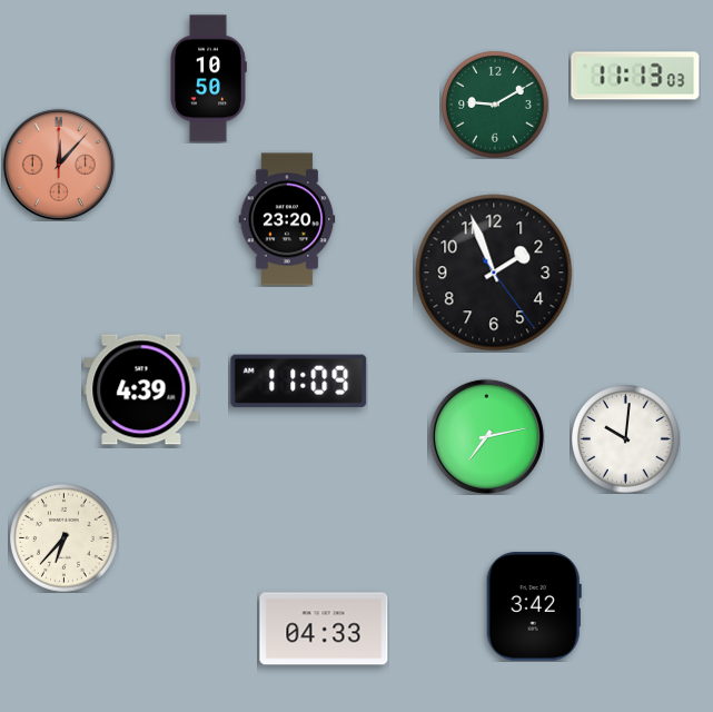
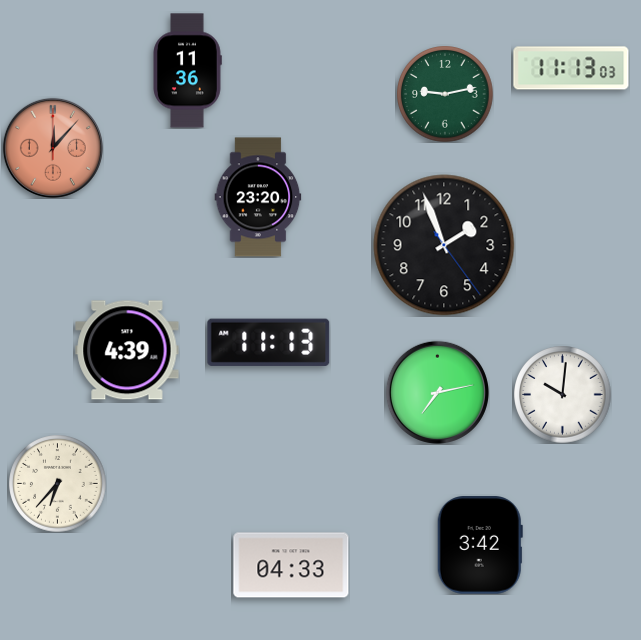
clock at (208, 79): 10:50 -> 11:36
clock at (495, 105): 9:10 -> 9:13
clock at (299, 380): 11:09 -> 11:13
